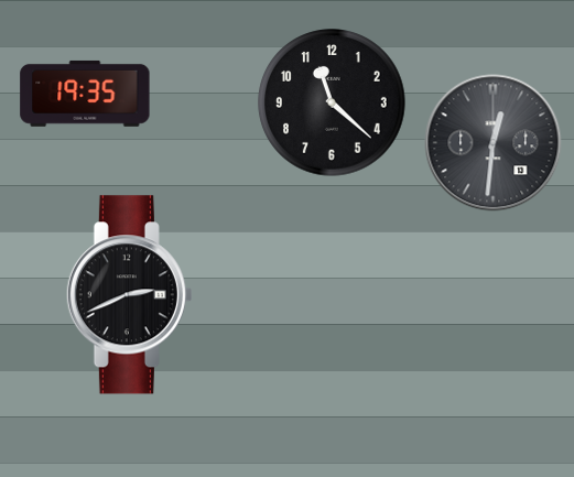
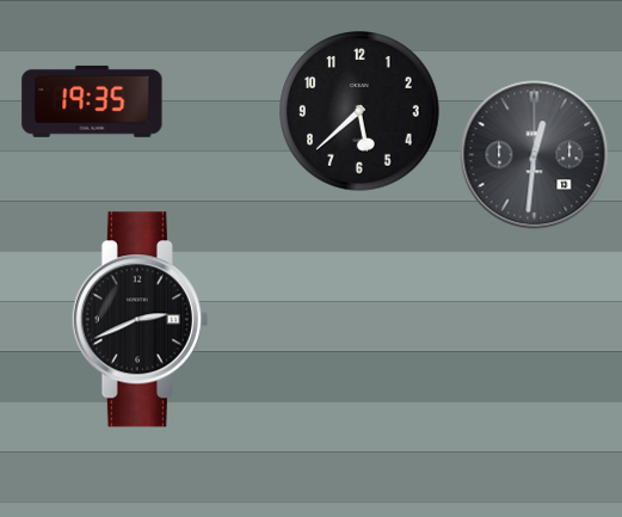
clock at (332, 102): 11:22 -> 5:38
